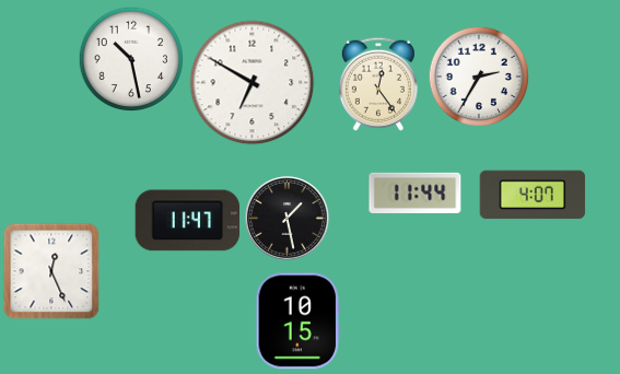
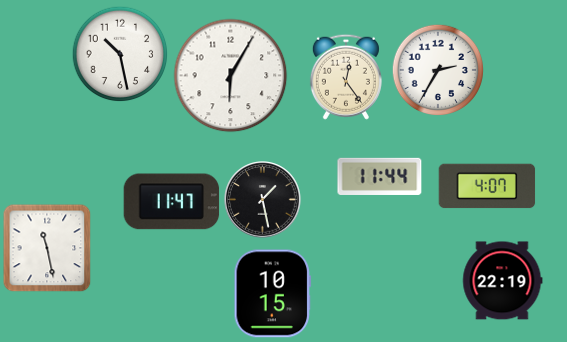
clock at (253, 83): 6:50 -> 6:05
clock at (533, 195) position: (533, 195) -> (487, 186)
clock at (51, 271): 12:26 -> 11:28
clock at (503, 281): none -> 22:19
